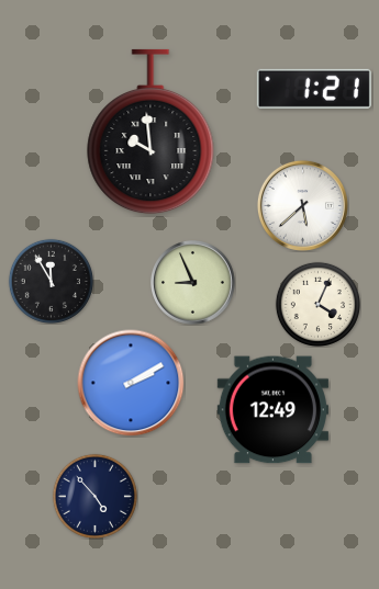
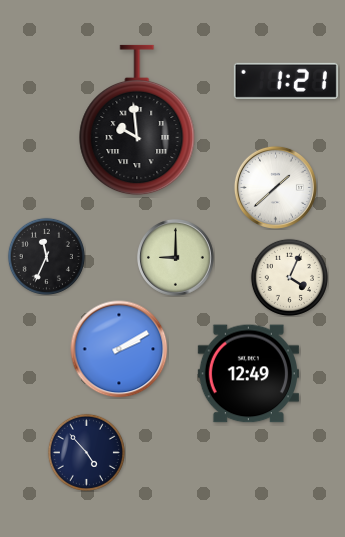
clock at (302, 205): 5:38 -> 1:38
clock at (51, 281): 11:55 -> 11:34
clock at (193, 283): 8:56 -> 9:00
